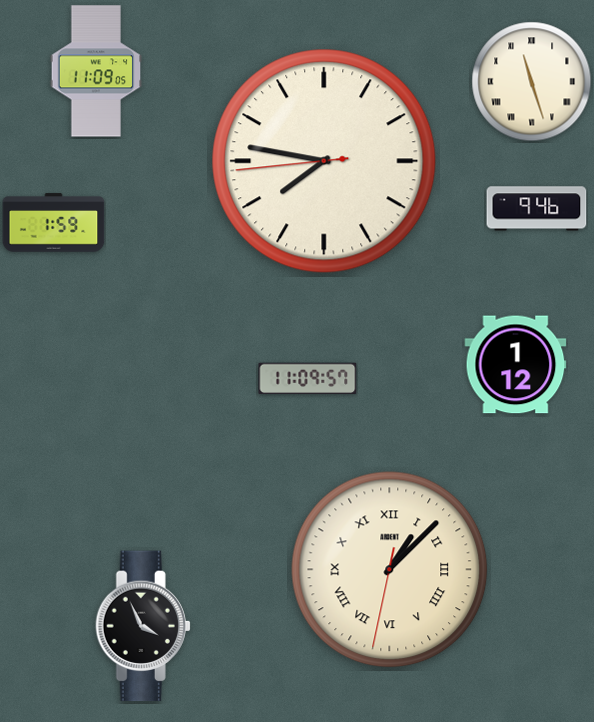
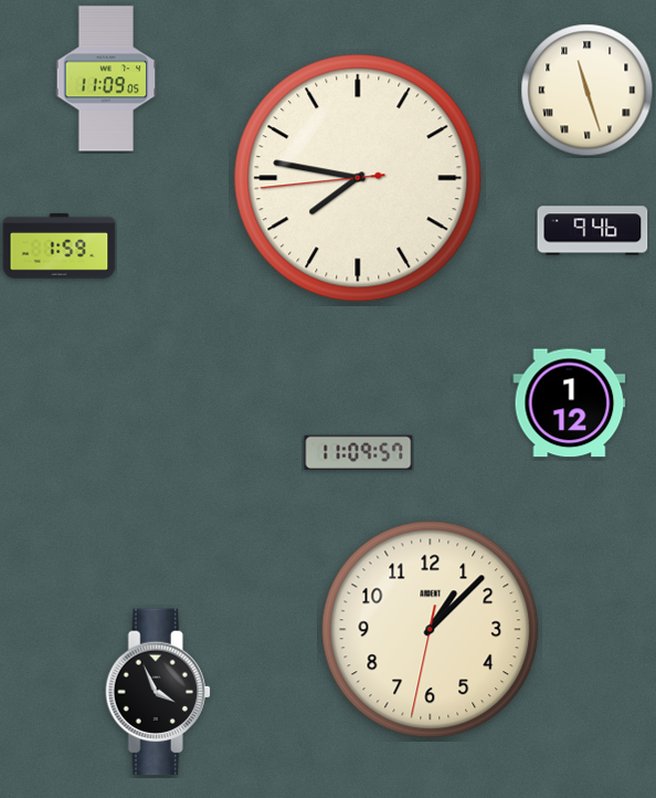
clock at (308, 379) position: (308, 379) -> (359, 453)
clock at (390, 570) numerals: Roman -> Arabic
